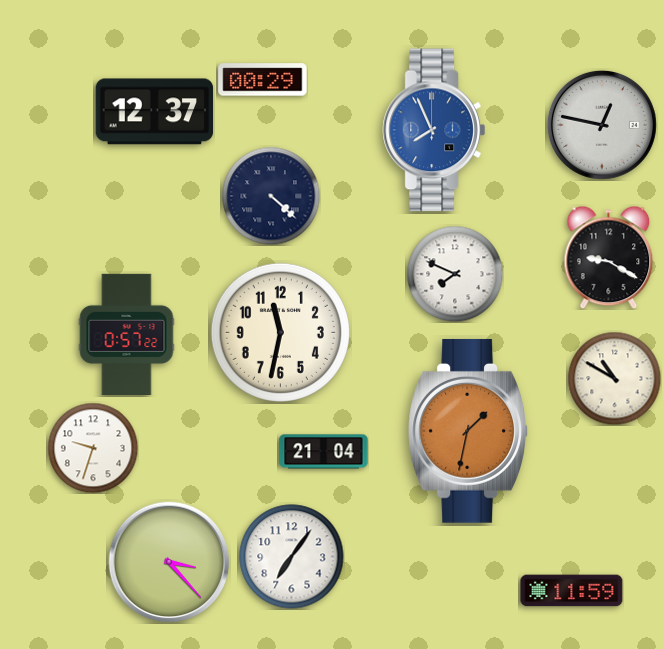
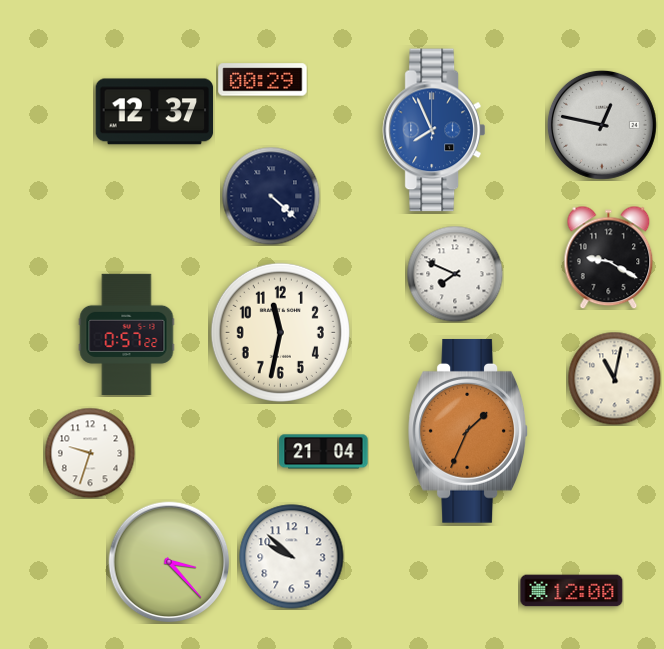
clock at (614, 378): 10:50 -> 11:02
clock at (468, 431): 1:32 -> 1:34
clock at (93, 448) position: (93, 448) -> (90, 453)
clock at (292, 557): 7:06 -> 9:52
clock at (572, 591): 11:59 -> 12:00
